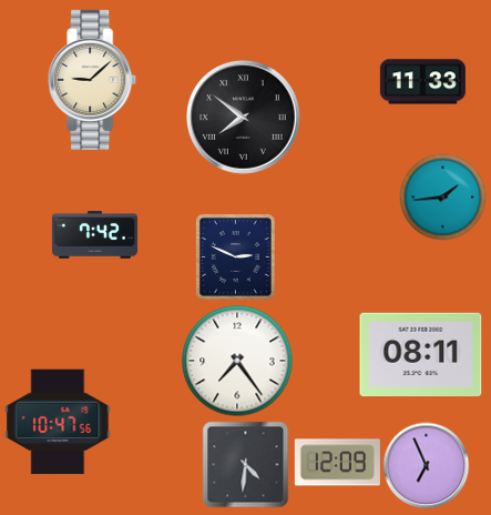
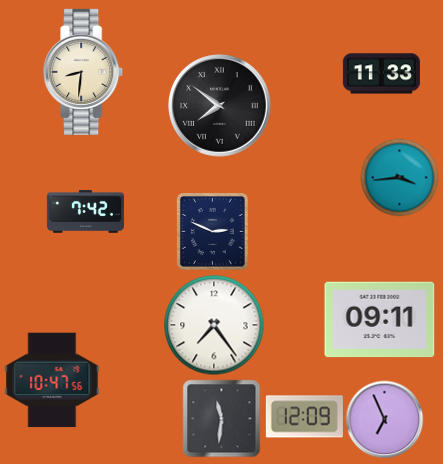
clock at (93, 80): 9:08 -> 8:31
clock at (442, 196): 1:44 -> 3:44
clock at (421, 355): 08:11 -> 09:11
clock at (245, 464): 4:31 -> 11:31
